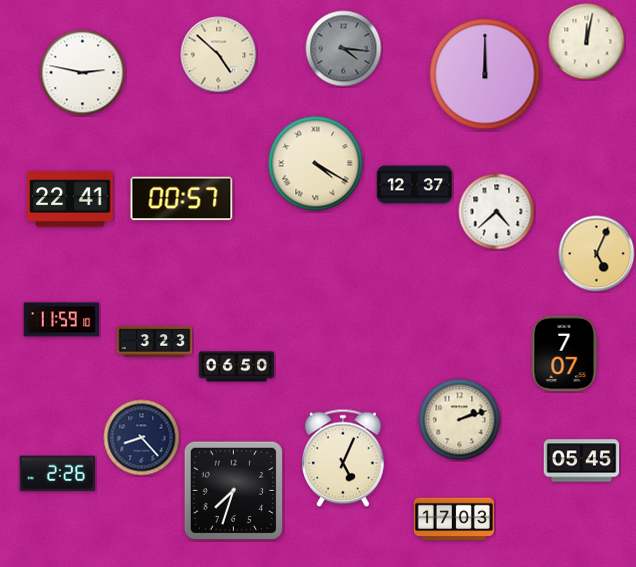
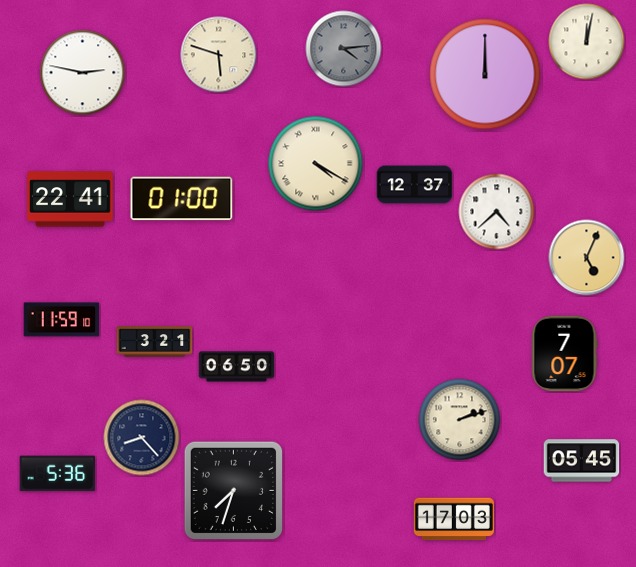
clock at (344, 49): 4:16 -> 4:14
clock at (219, 55): 4:52 -> 5:48
clock at (182, 199): 00:57 -> 01:00
clock at (597, 254) position: (597, 254) -> (587, 258)
clock at (155, 342): 3:23 -> 3:21
clock at (344, 458): 5:04 -> none
clock at (58, 474): 2:26 -> 5:36
